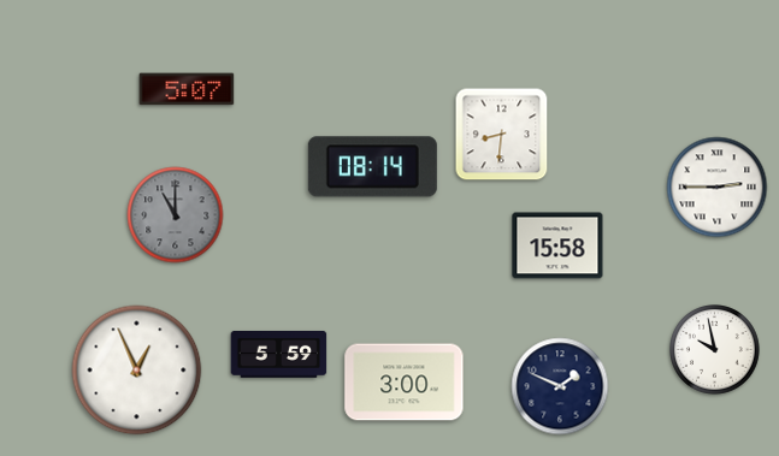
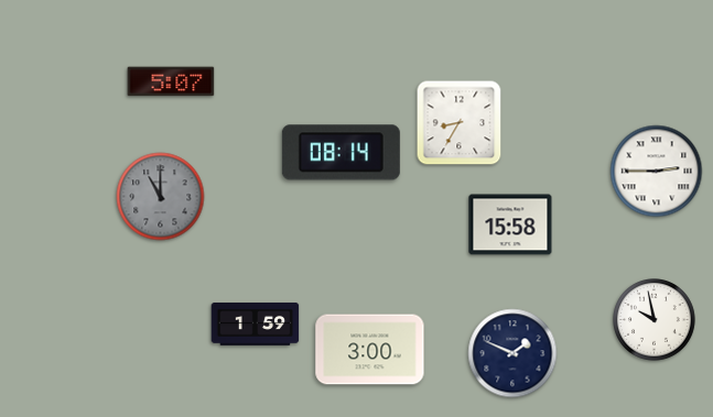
clock at (502, 135): 8:31 -> 8:35
clock at (279, 354): 5:59 -> 1:59
clock at (137, 371): 12:56 -> none
